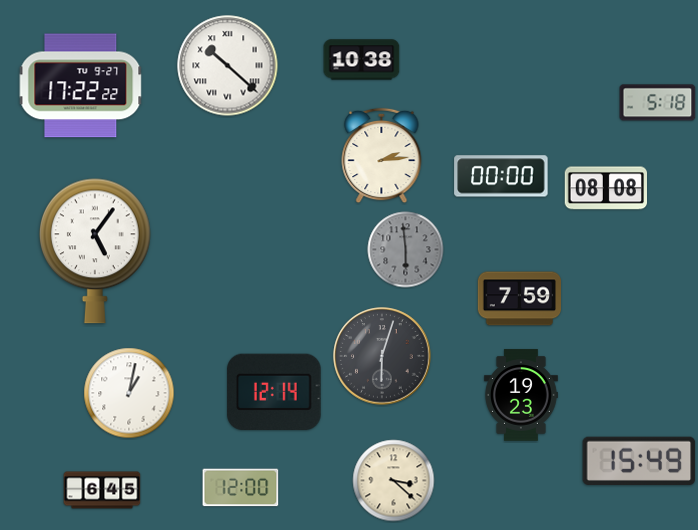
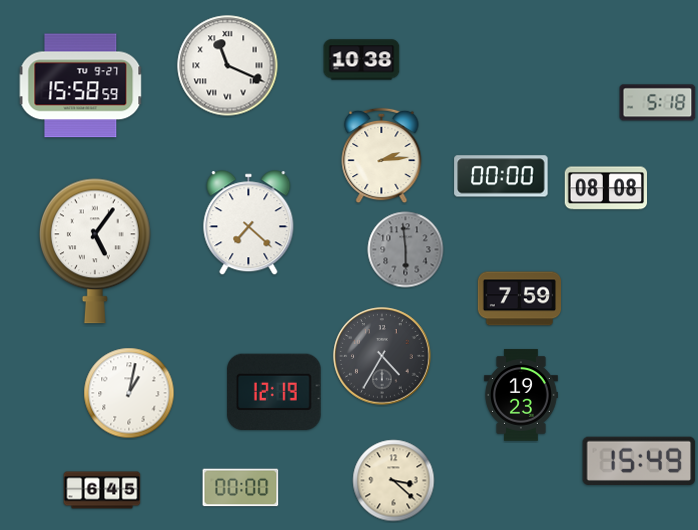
clock at (228, 66): 10:22 -> 11:19
clock at (81, 86): 17:22 -> 15:58
clock at (249, 223): none -> 7:22
clock at (382, 356): 6:03 -> 4:35
clock at (274, 391): 12:14 -> 12:19
clock at (241, 488): 12:00 -> 00:00
